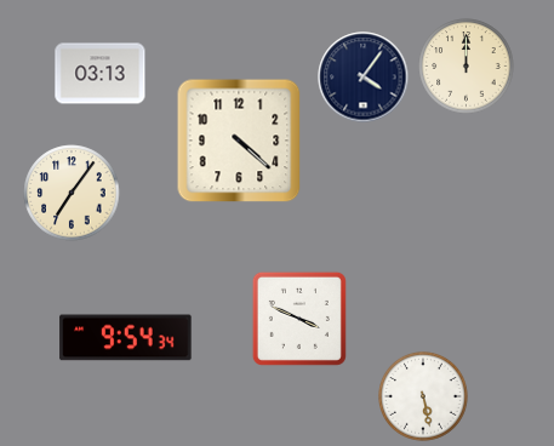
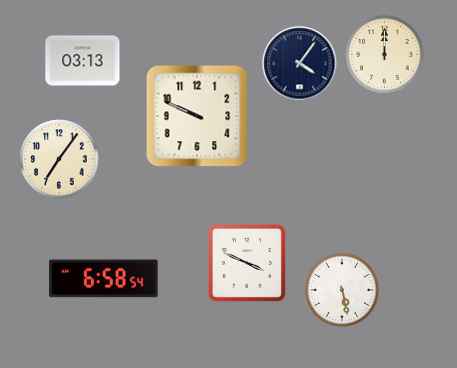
clock at (239, 141): 4:22 -> 9:49
clock at (126, 338): 9:54 -> 6:58
clock at (424, 398) position: (424, 398) -> (343, 291)
